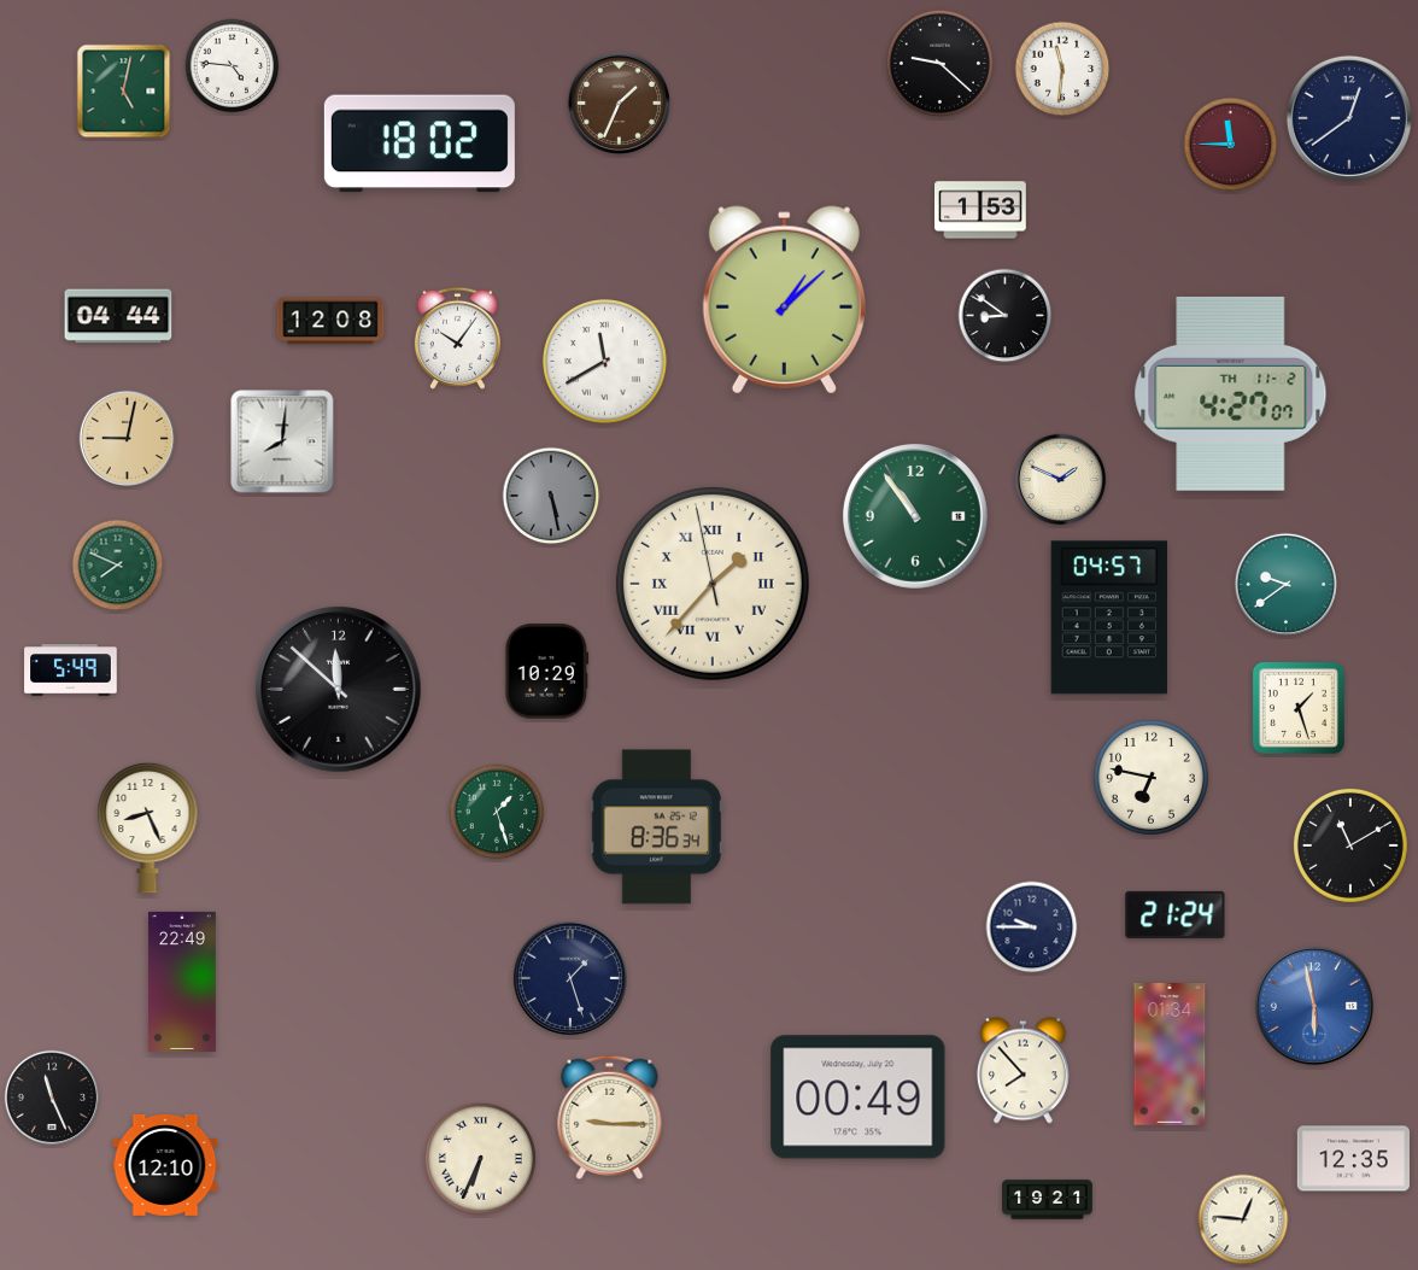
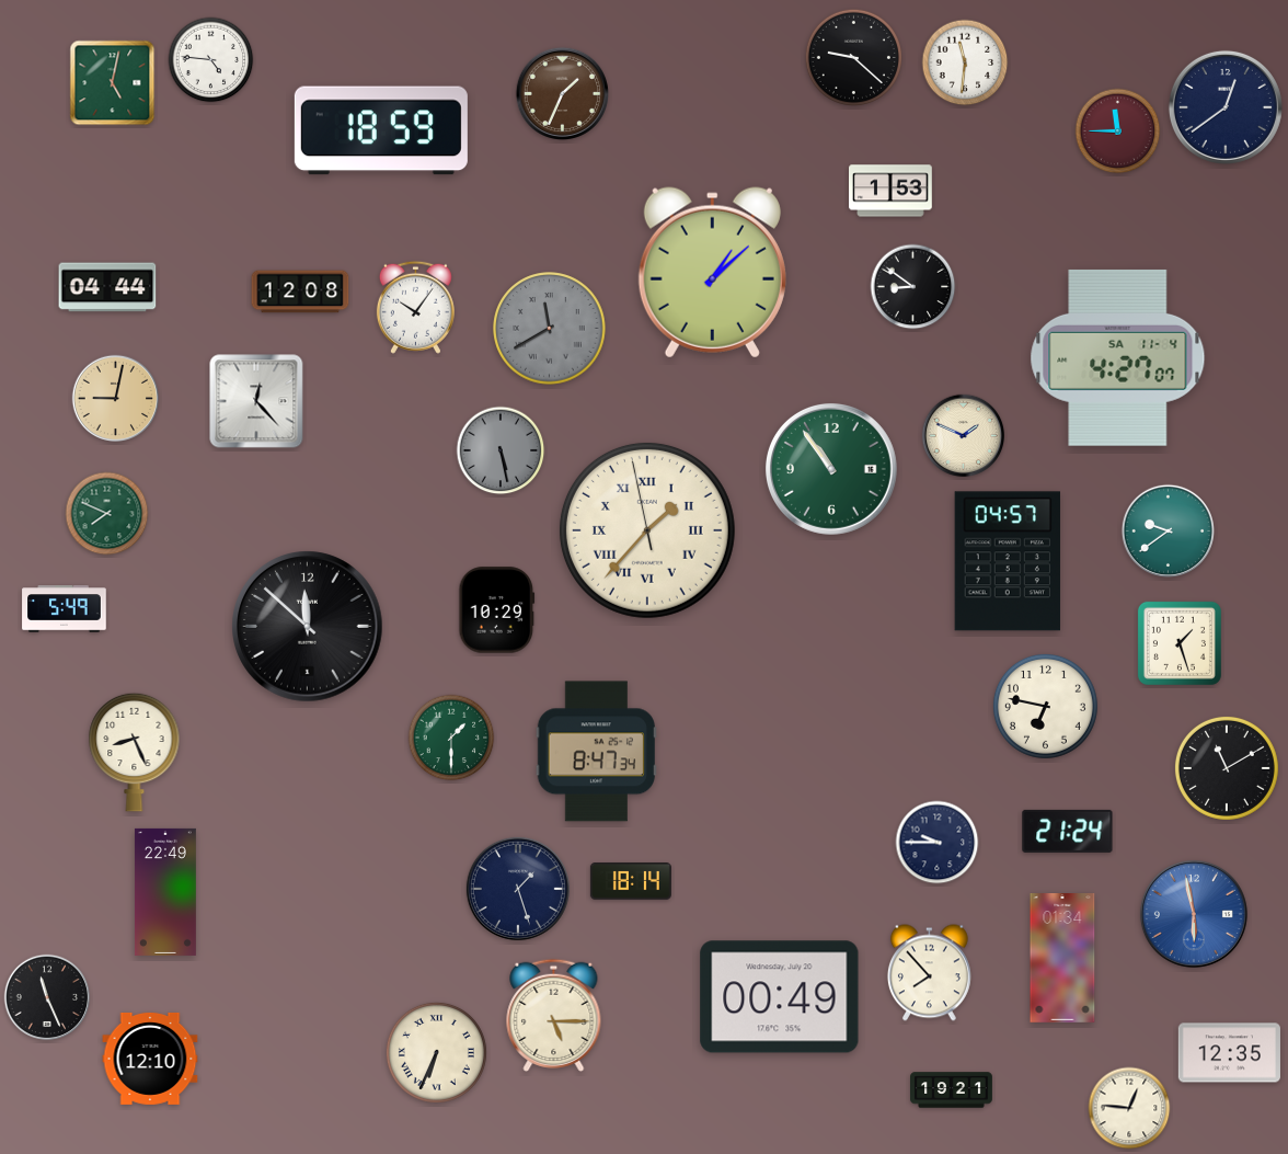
clock at (420, 144): 18:02 -> 18:59
clock at (605, 362) dial: white -> grey
clock at (1231, 393) date: TH 11-2 -> SA 11-4
clock at (282, 441): 8:01 -> 12:23
clock at (497, 812): 1:27 -> 1:30
clock at (656, 827): 8:36 -> 8:47
clock at (631, 882): none -> 18:14
clock at (610, 1117): 9:15 -> 5:15
